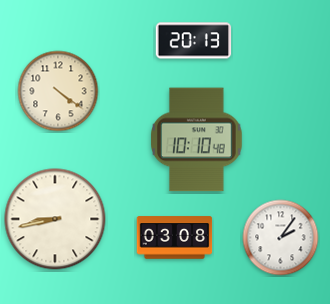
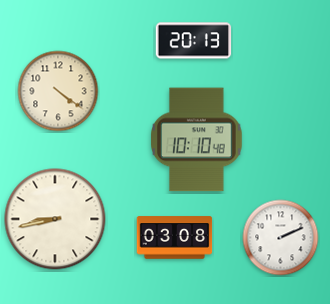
clock at (281, 238): 2:06 -> 2:11
